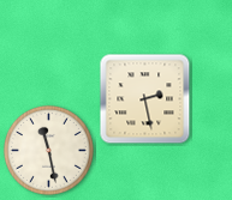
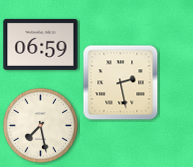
clock at (41, 44): none -> 06:59
clock at (48, 150): 11:28 -> 7:28
